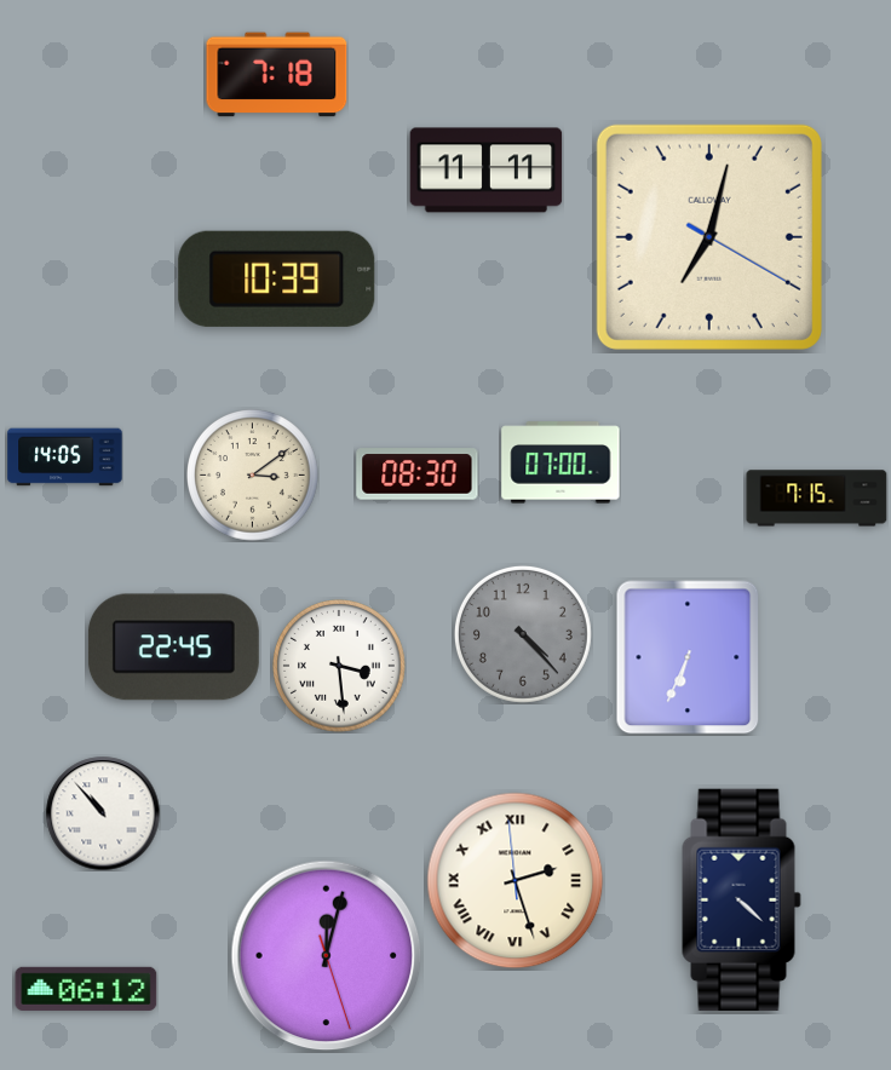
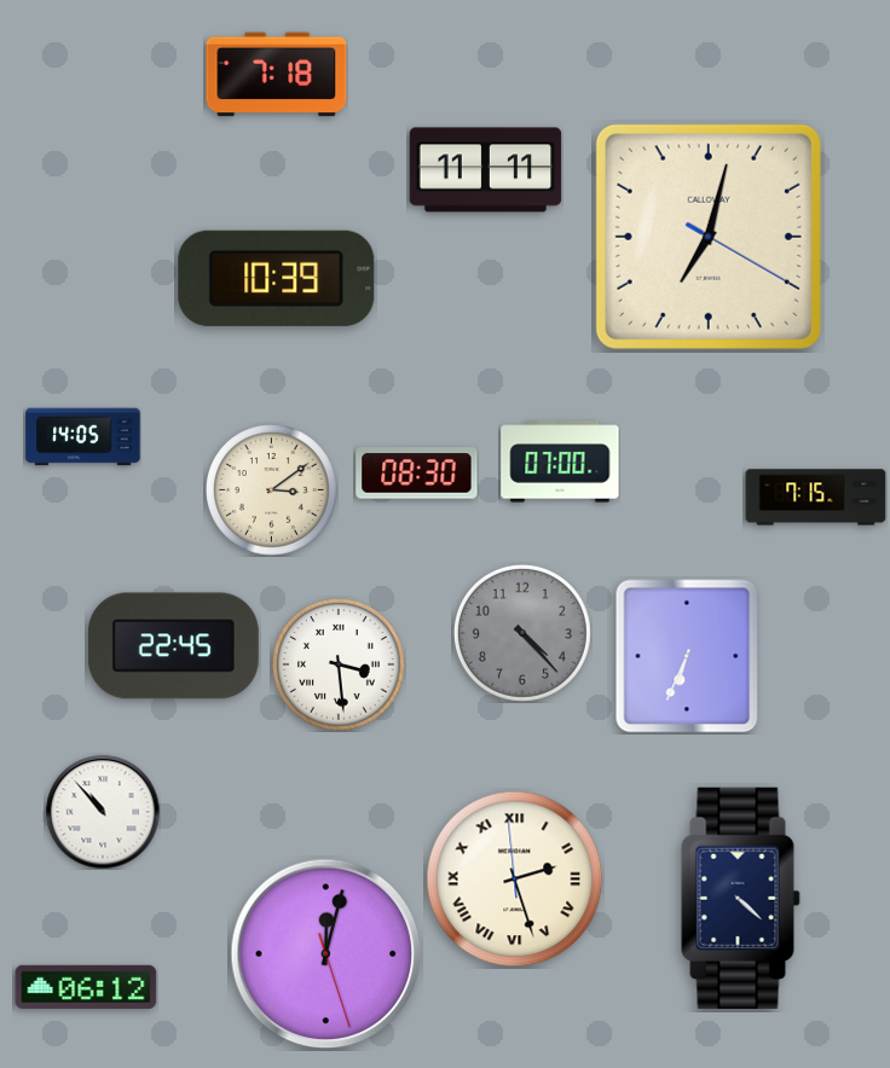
clock at (65, 458) position: (65, 458) -> (83, 437)
clock at (253, 476) position: (253, 476) -> (272, 491)
